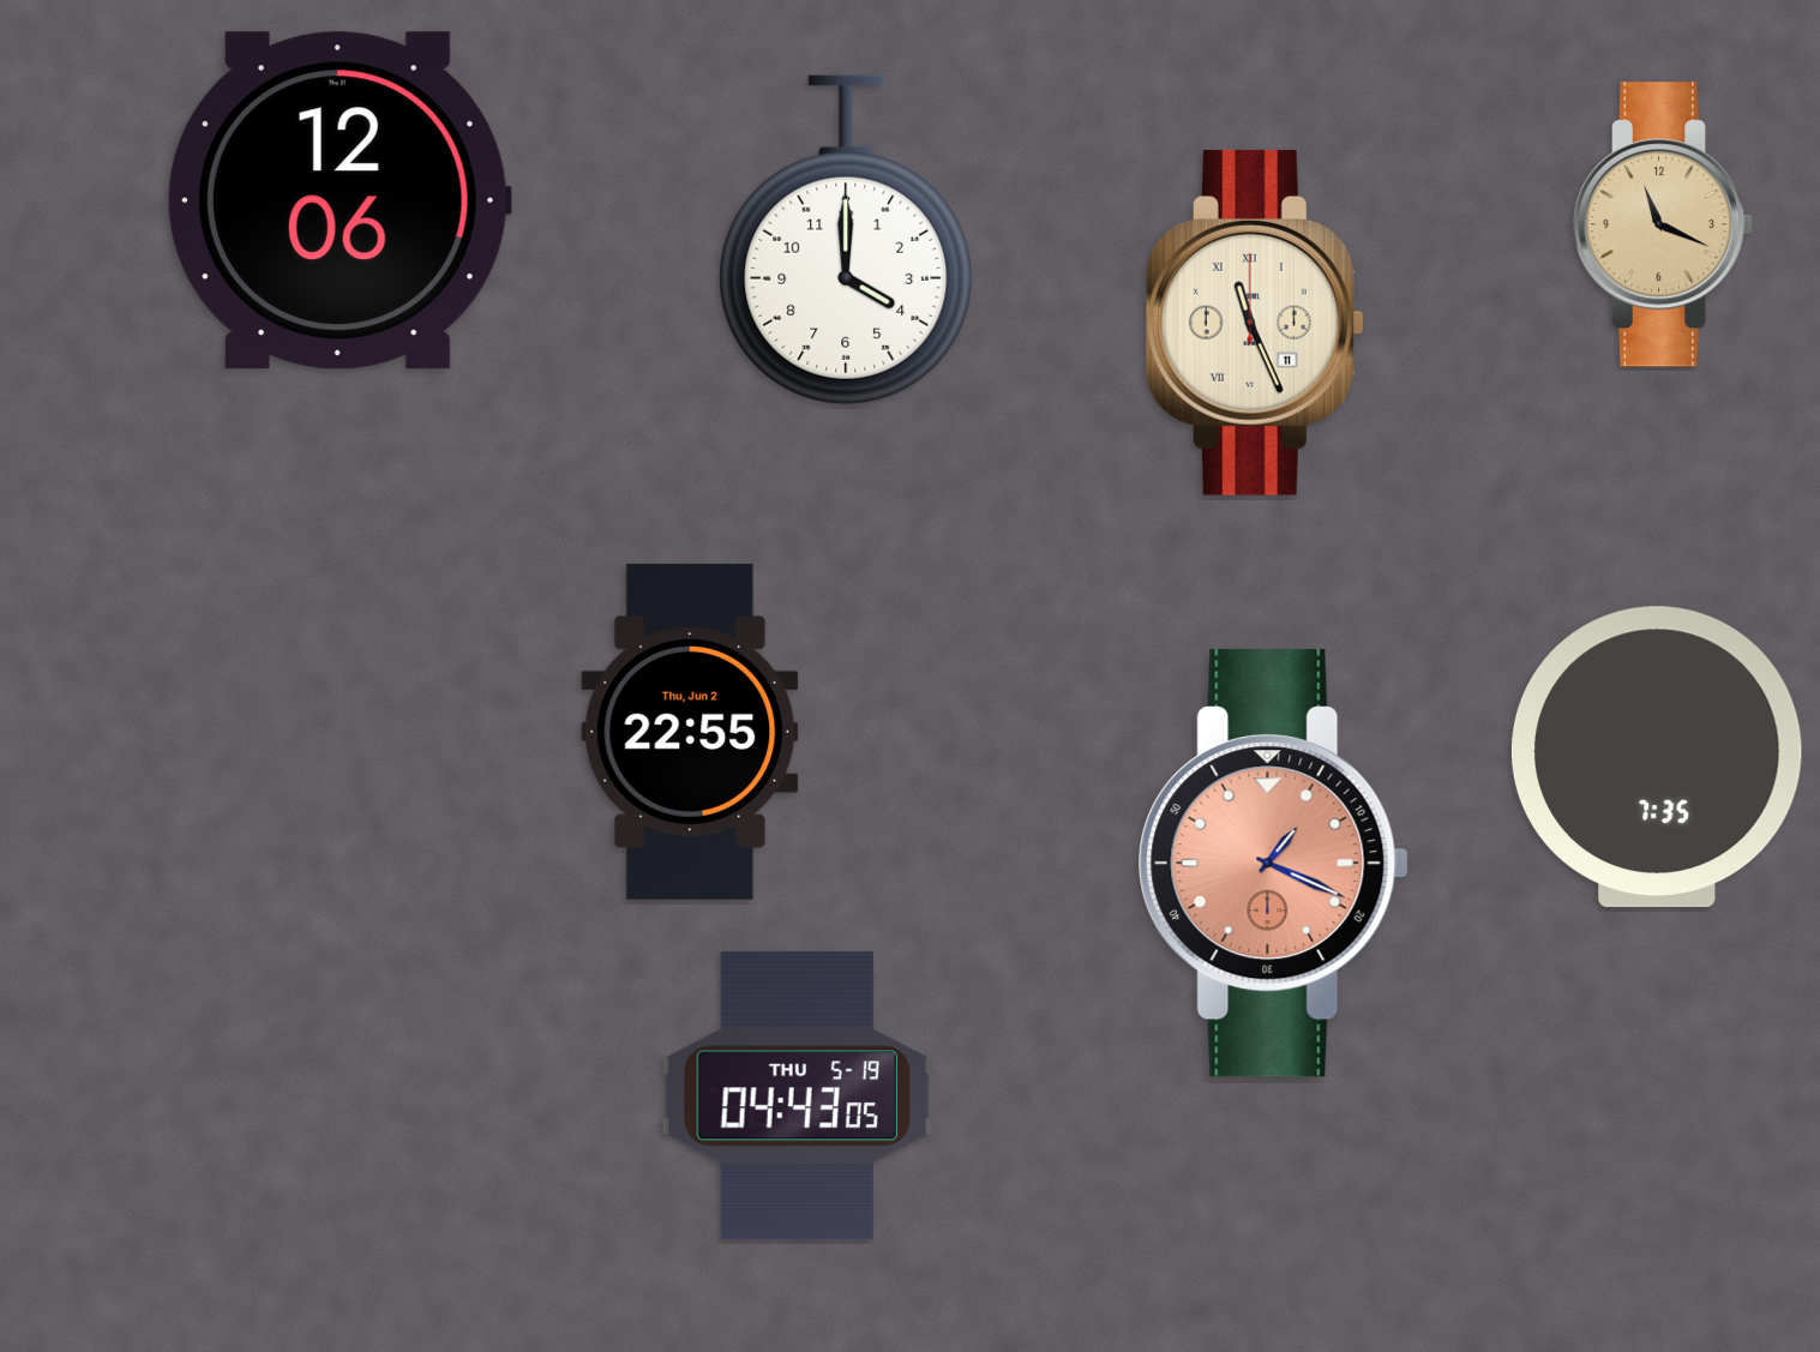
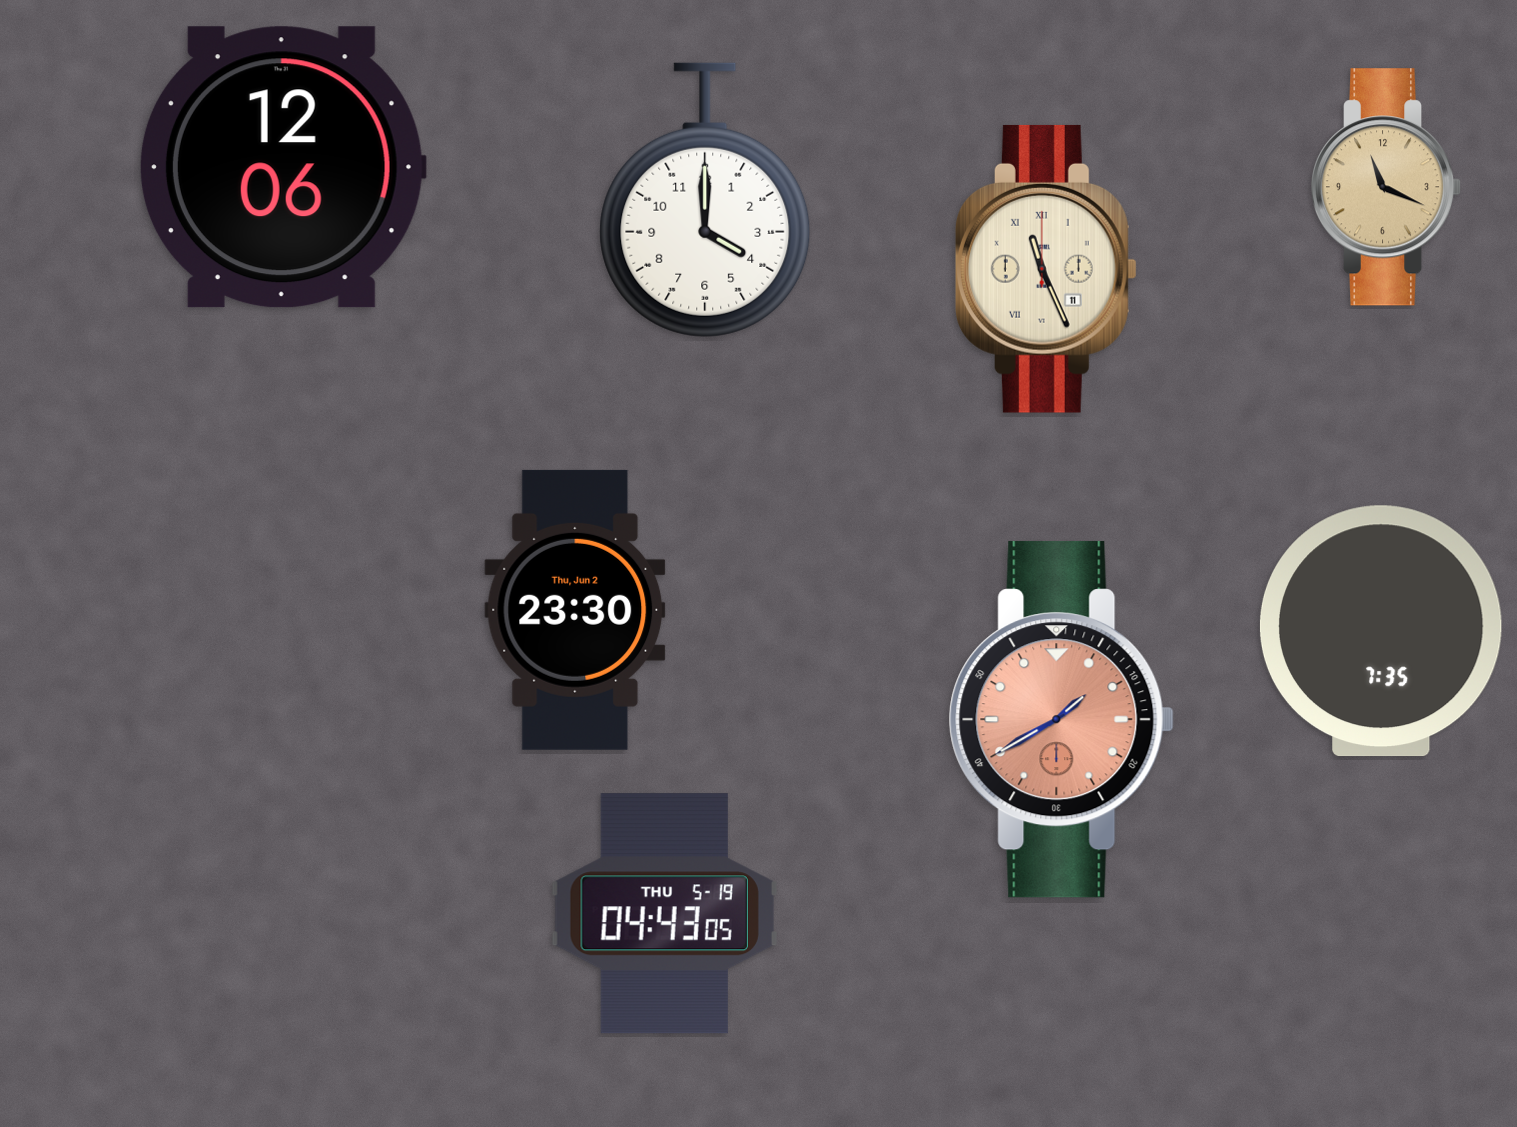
clock at (690, 732): 22:55 -> 23:30
clock at (1273, 864): 1:19 -> 1:40
